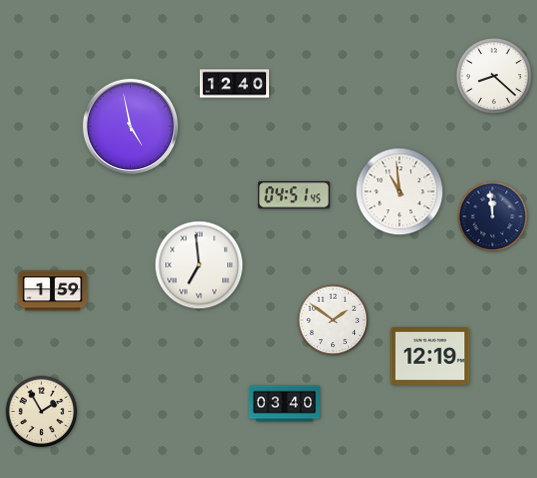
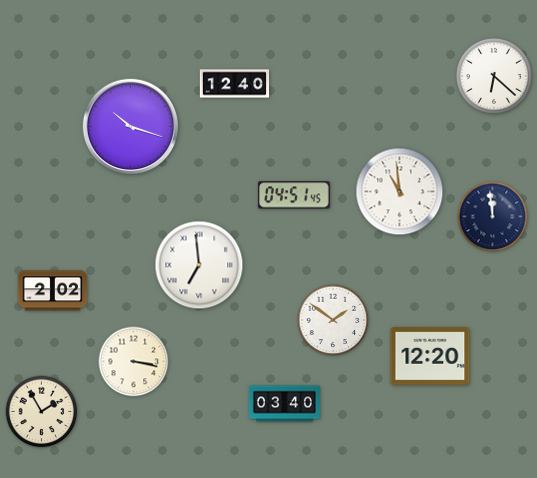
clock at (494, 76): 8:22 -> 6:22
clock at (131, 127): 4:58 -> 10:18
clock at (53, 291): 1:59 -> 2:02
clock at (430, 356): 12:19 -> 12:20
clock at (134, 362): none -> 3:17
